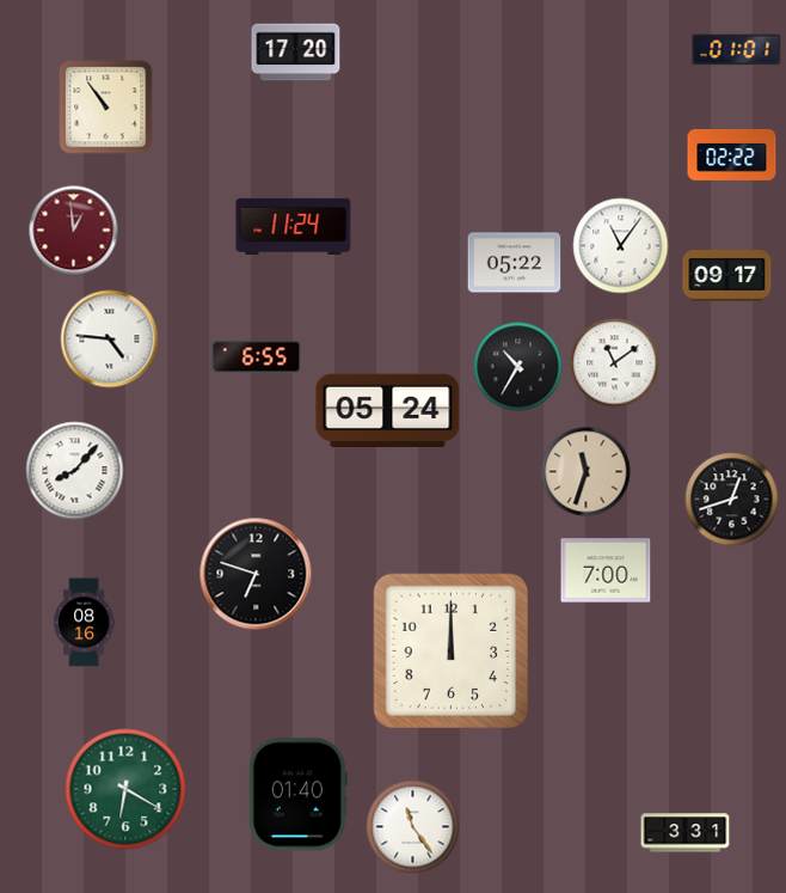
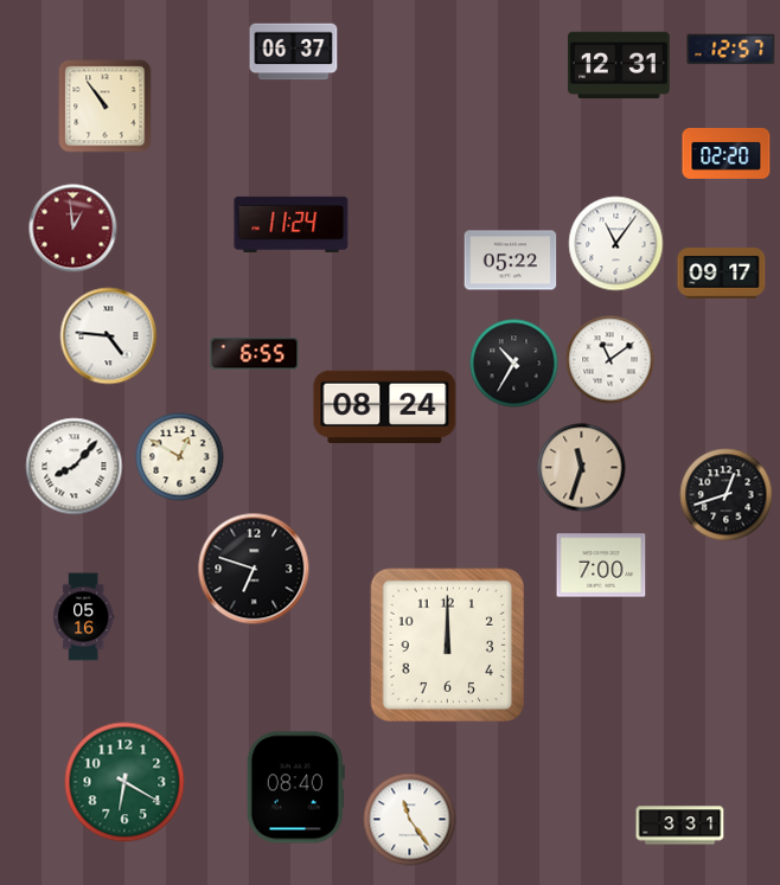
clock at (737, 50): 01:01 -> 12:57
clock at (296, 53): 17:20 -> 06:37
clock at (620, 65): none -> 12:31
clock at (732, 155): 02:22 -> 02:20
clock at (388, 410): 05:24 -> 08:24
clock at (180, 457): none -> 12:50
clock at (85, 623): 08:16 -> 05:16
clock at (297, 795): 01:40 -> 08:40
